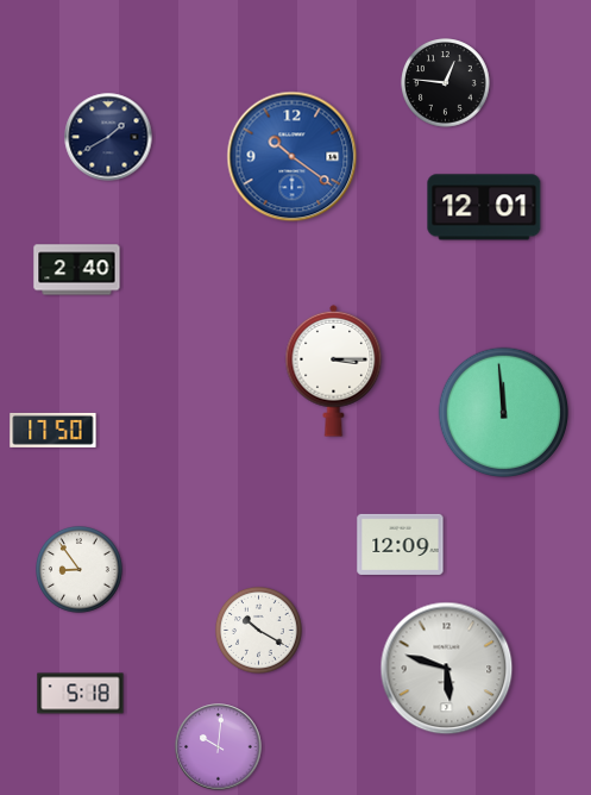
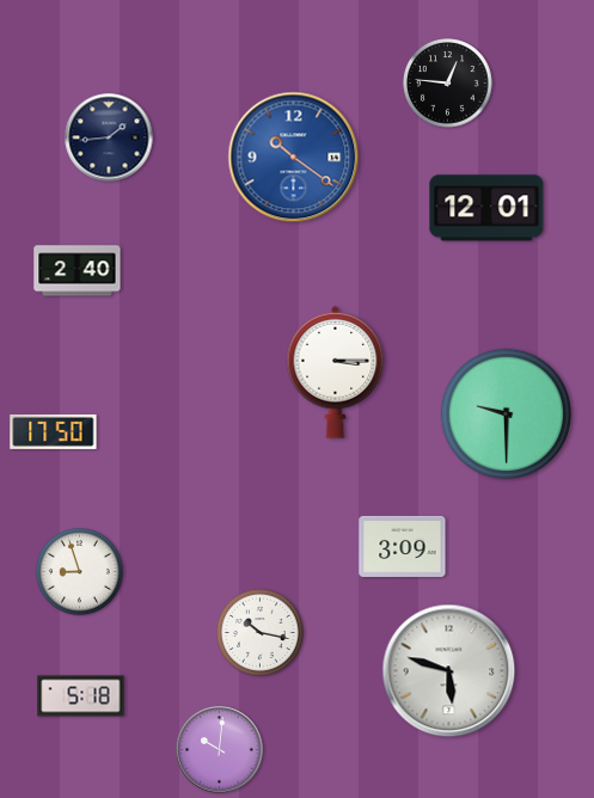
clock at (108, 137): 1:40 -> 1:44
clock at (504, 413): 11:59 -> 9:30
clock at (401, 544): 12:09 -> 3:09
clock at (80, 570): 8:54 -> 8:57
clock at (259, 631): 10:20 -> 10:17
